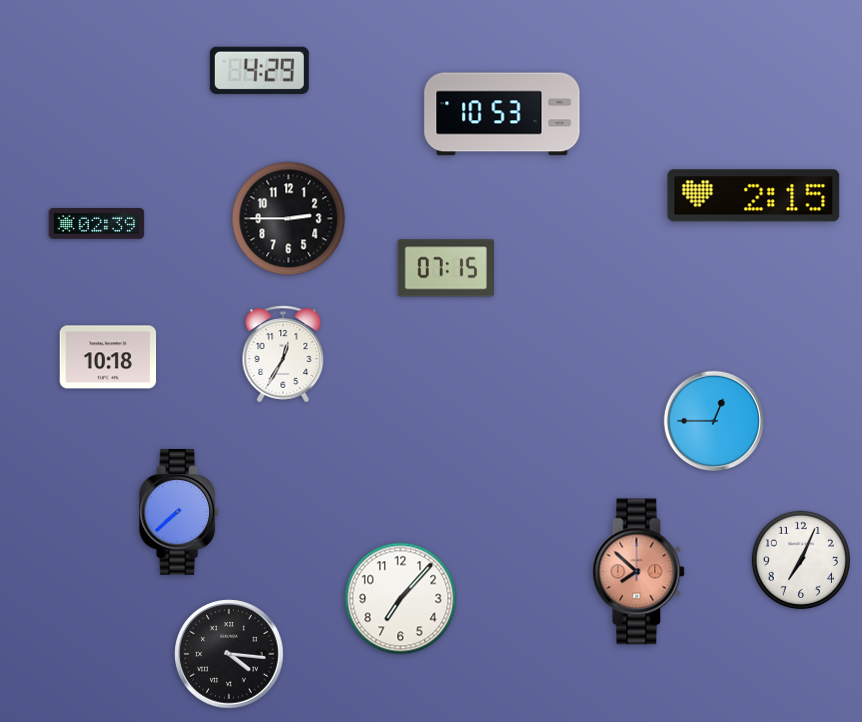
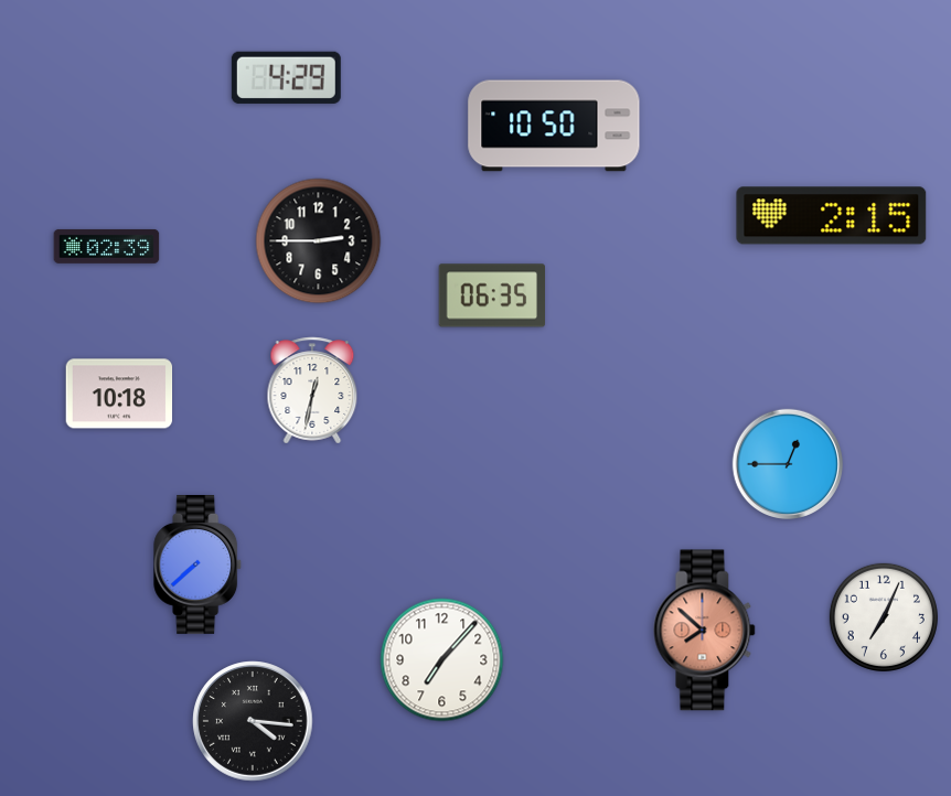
clock at (502, 114): 10:53 -> 10:50
clock at (445, 268): 07:15 -> 06:35
clock at (283, 354): 12:35 -> 12:32
